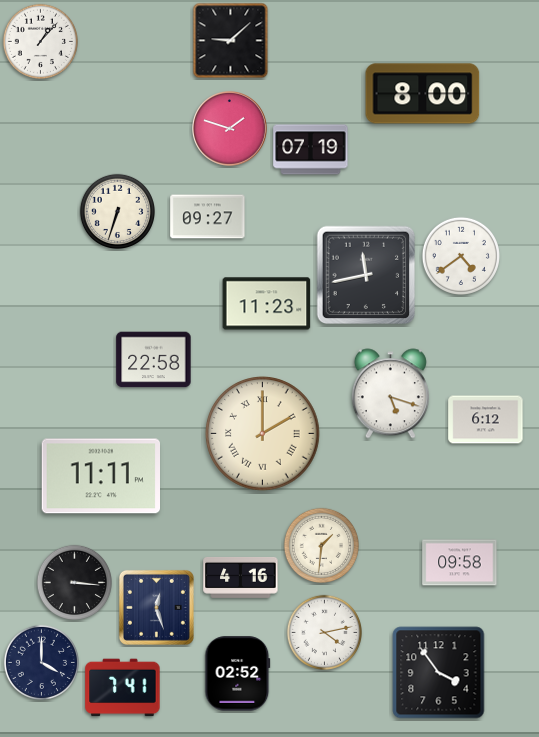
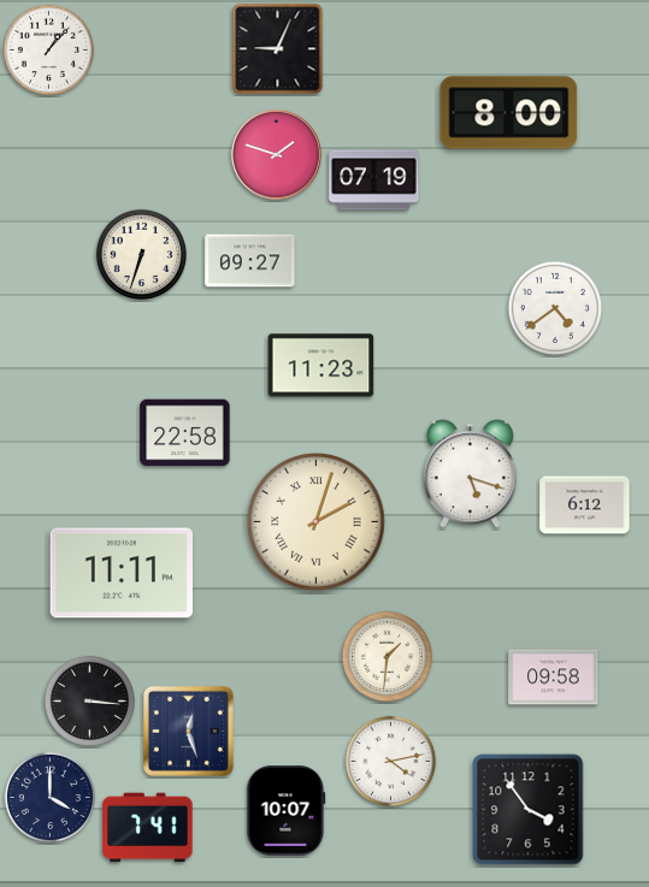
clock at (231, 41): 9:08 -> 9:04
clock at (366, 275): 11:43 -> none
clock at (263, 434): 2:00 -> 2:03
clock at (241, 577): 4:16 -> none
clock at (238, 674): 02:52 -> 10:07
